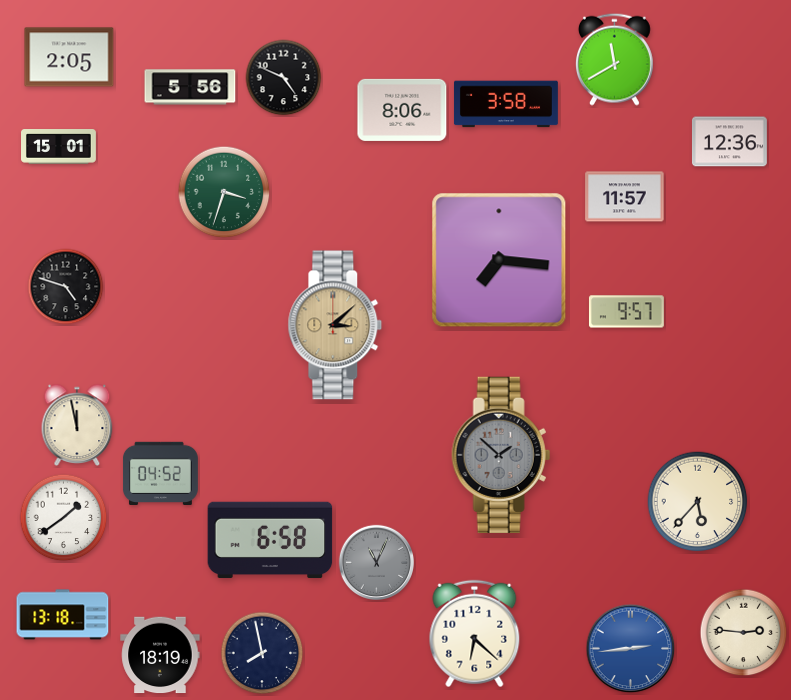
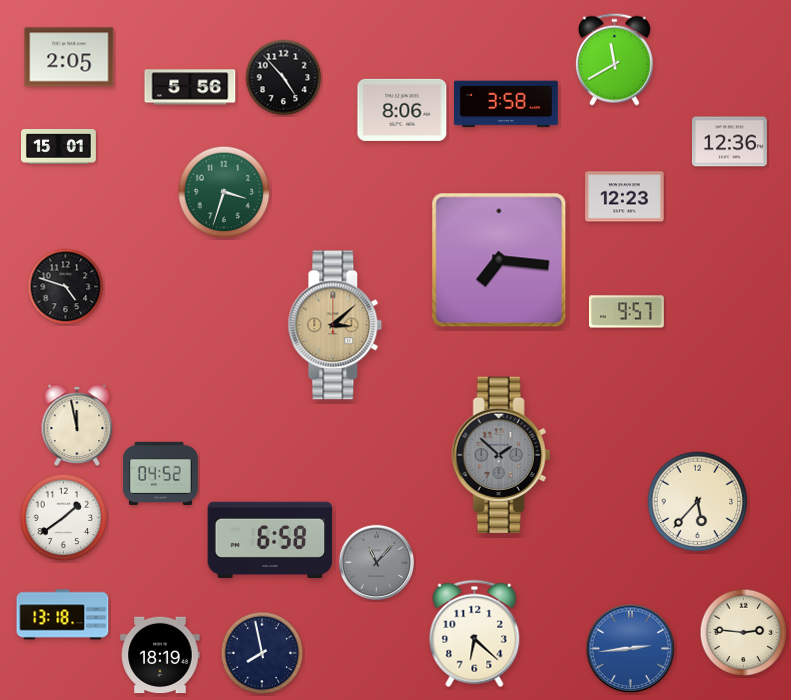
clock at (284, 78): 4:49 -> 4:53
clock at (625, 197): 11:57 -> 12:23
clock at (376, 562): 11:04 -> 11:07
